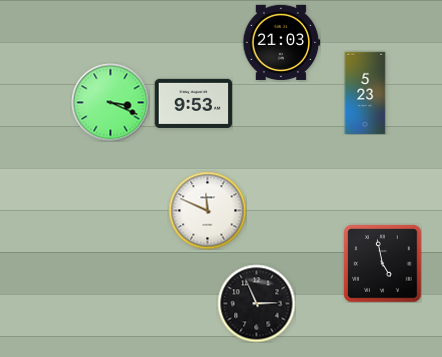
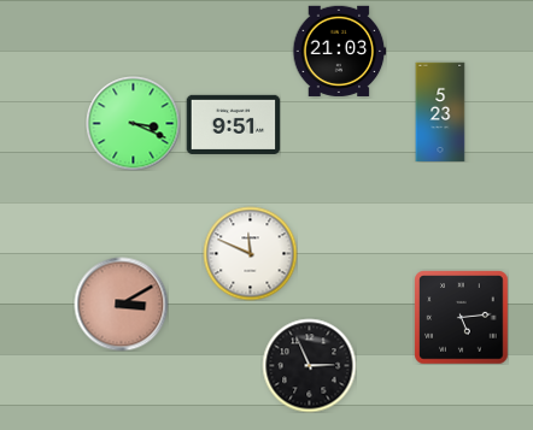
clock at (193, 103): 9:53 -> 9:51
clock at (121, 304): none -> 3:10
clock at (382, 263): 4:58 -> 5:14
